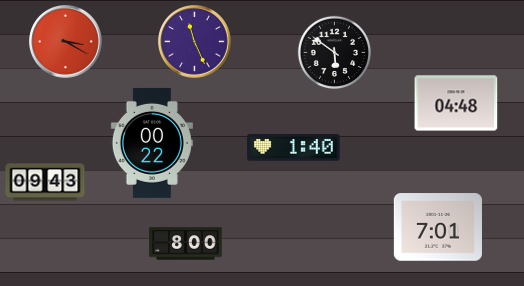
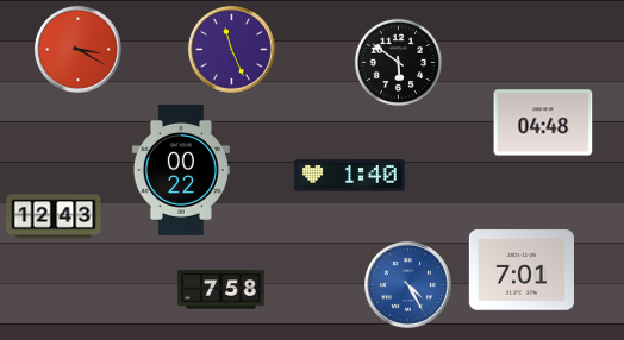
clock at (45, 182): 09:43 -> 12:43
clock at (408, 285): none -> 4:25
clock at (186, 244): 8:00 -> 7:58
